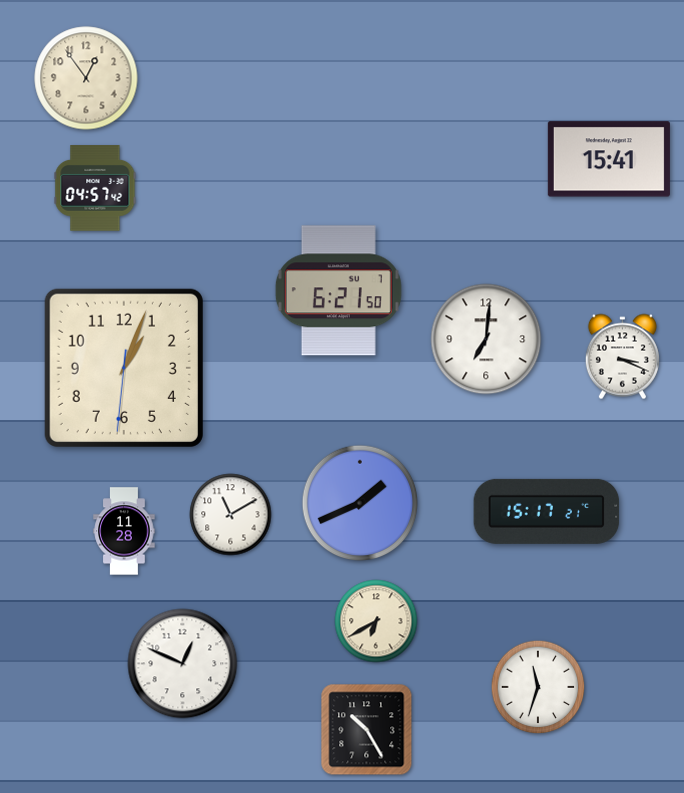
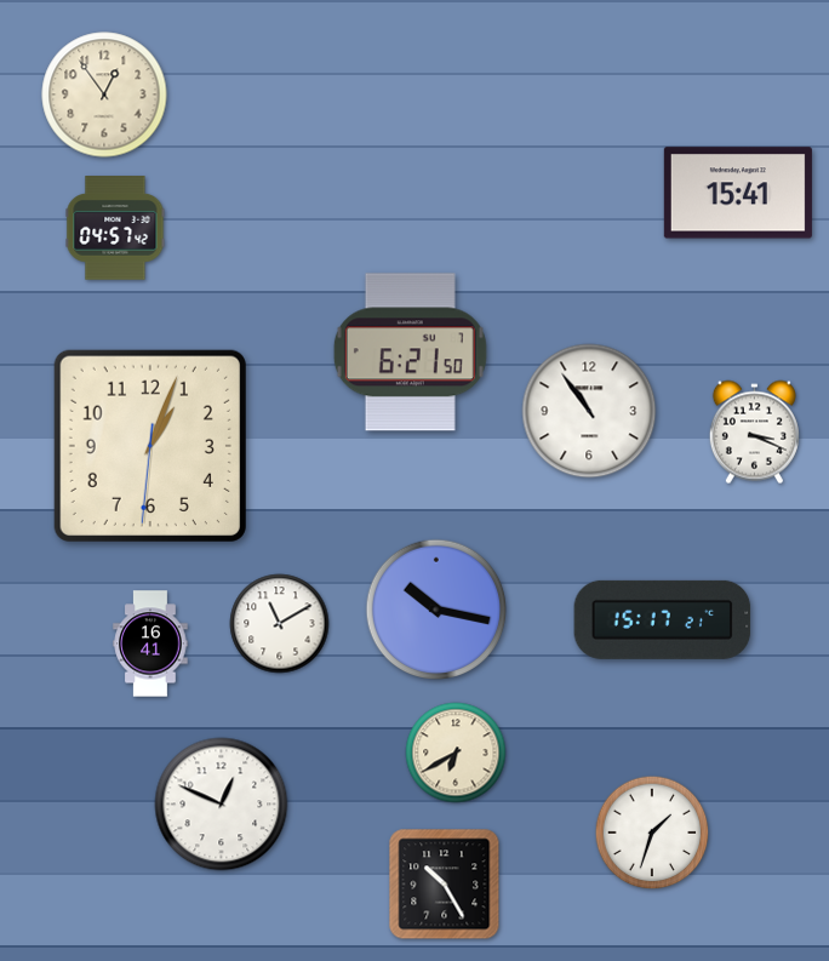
clock at (486, 339): 7:01 -> 10:54
clock at (360, 503): 1:41 -> 10:17
clock at (124, 531): 11:28 -> 16:41
clock at (538, 687): 11:33 -> 1:33
